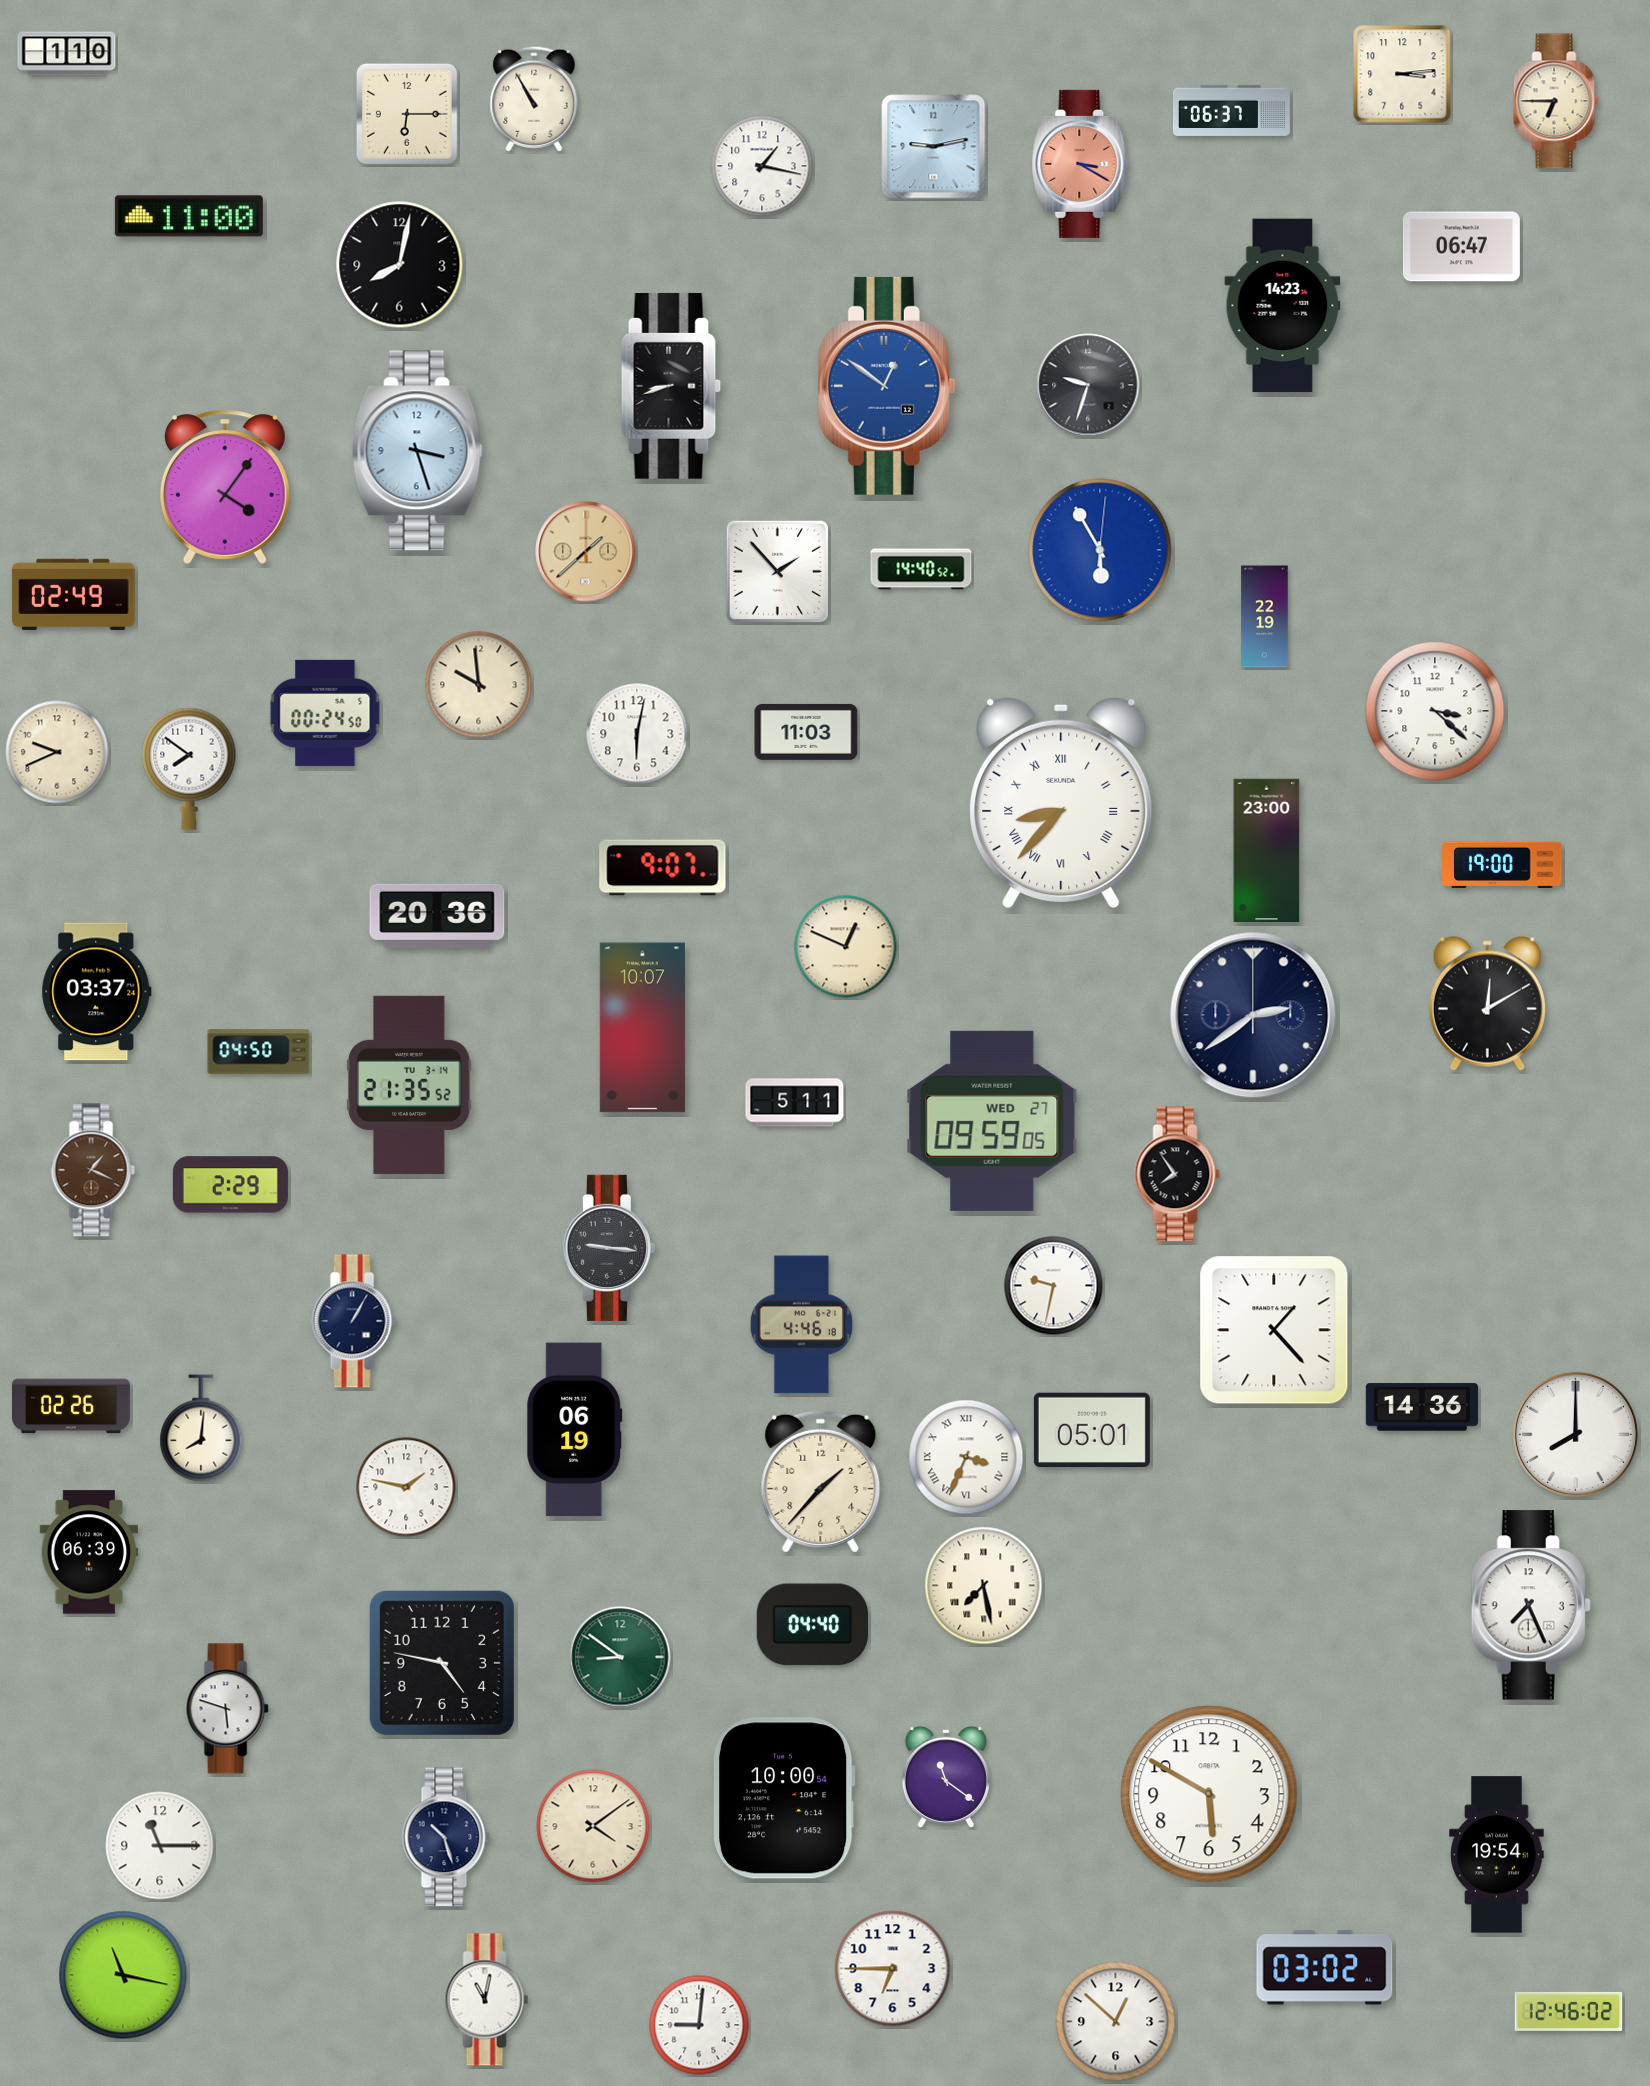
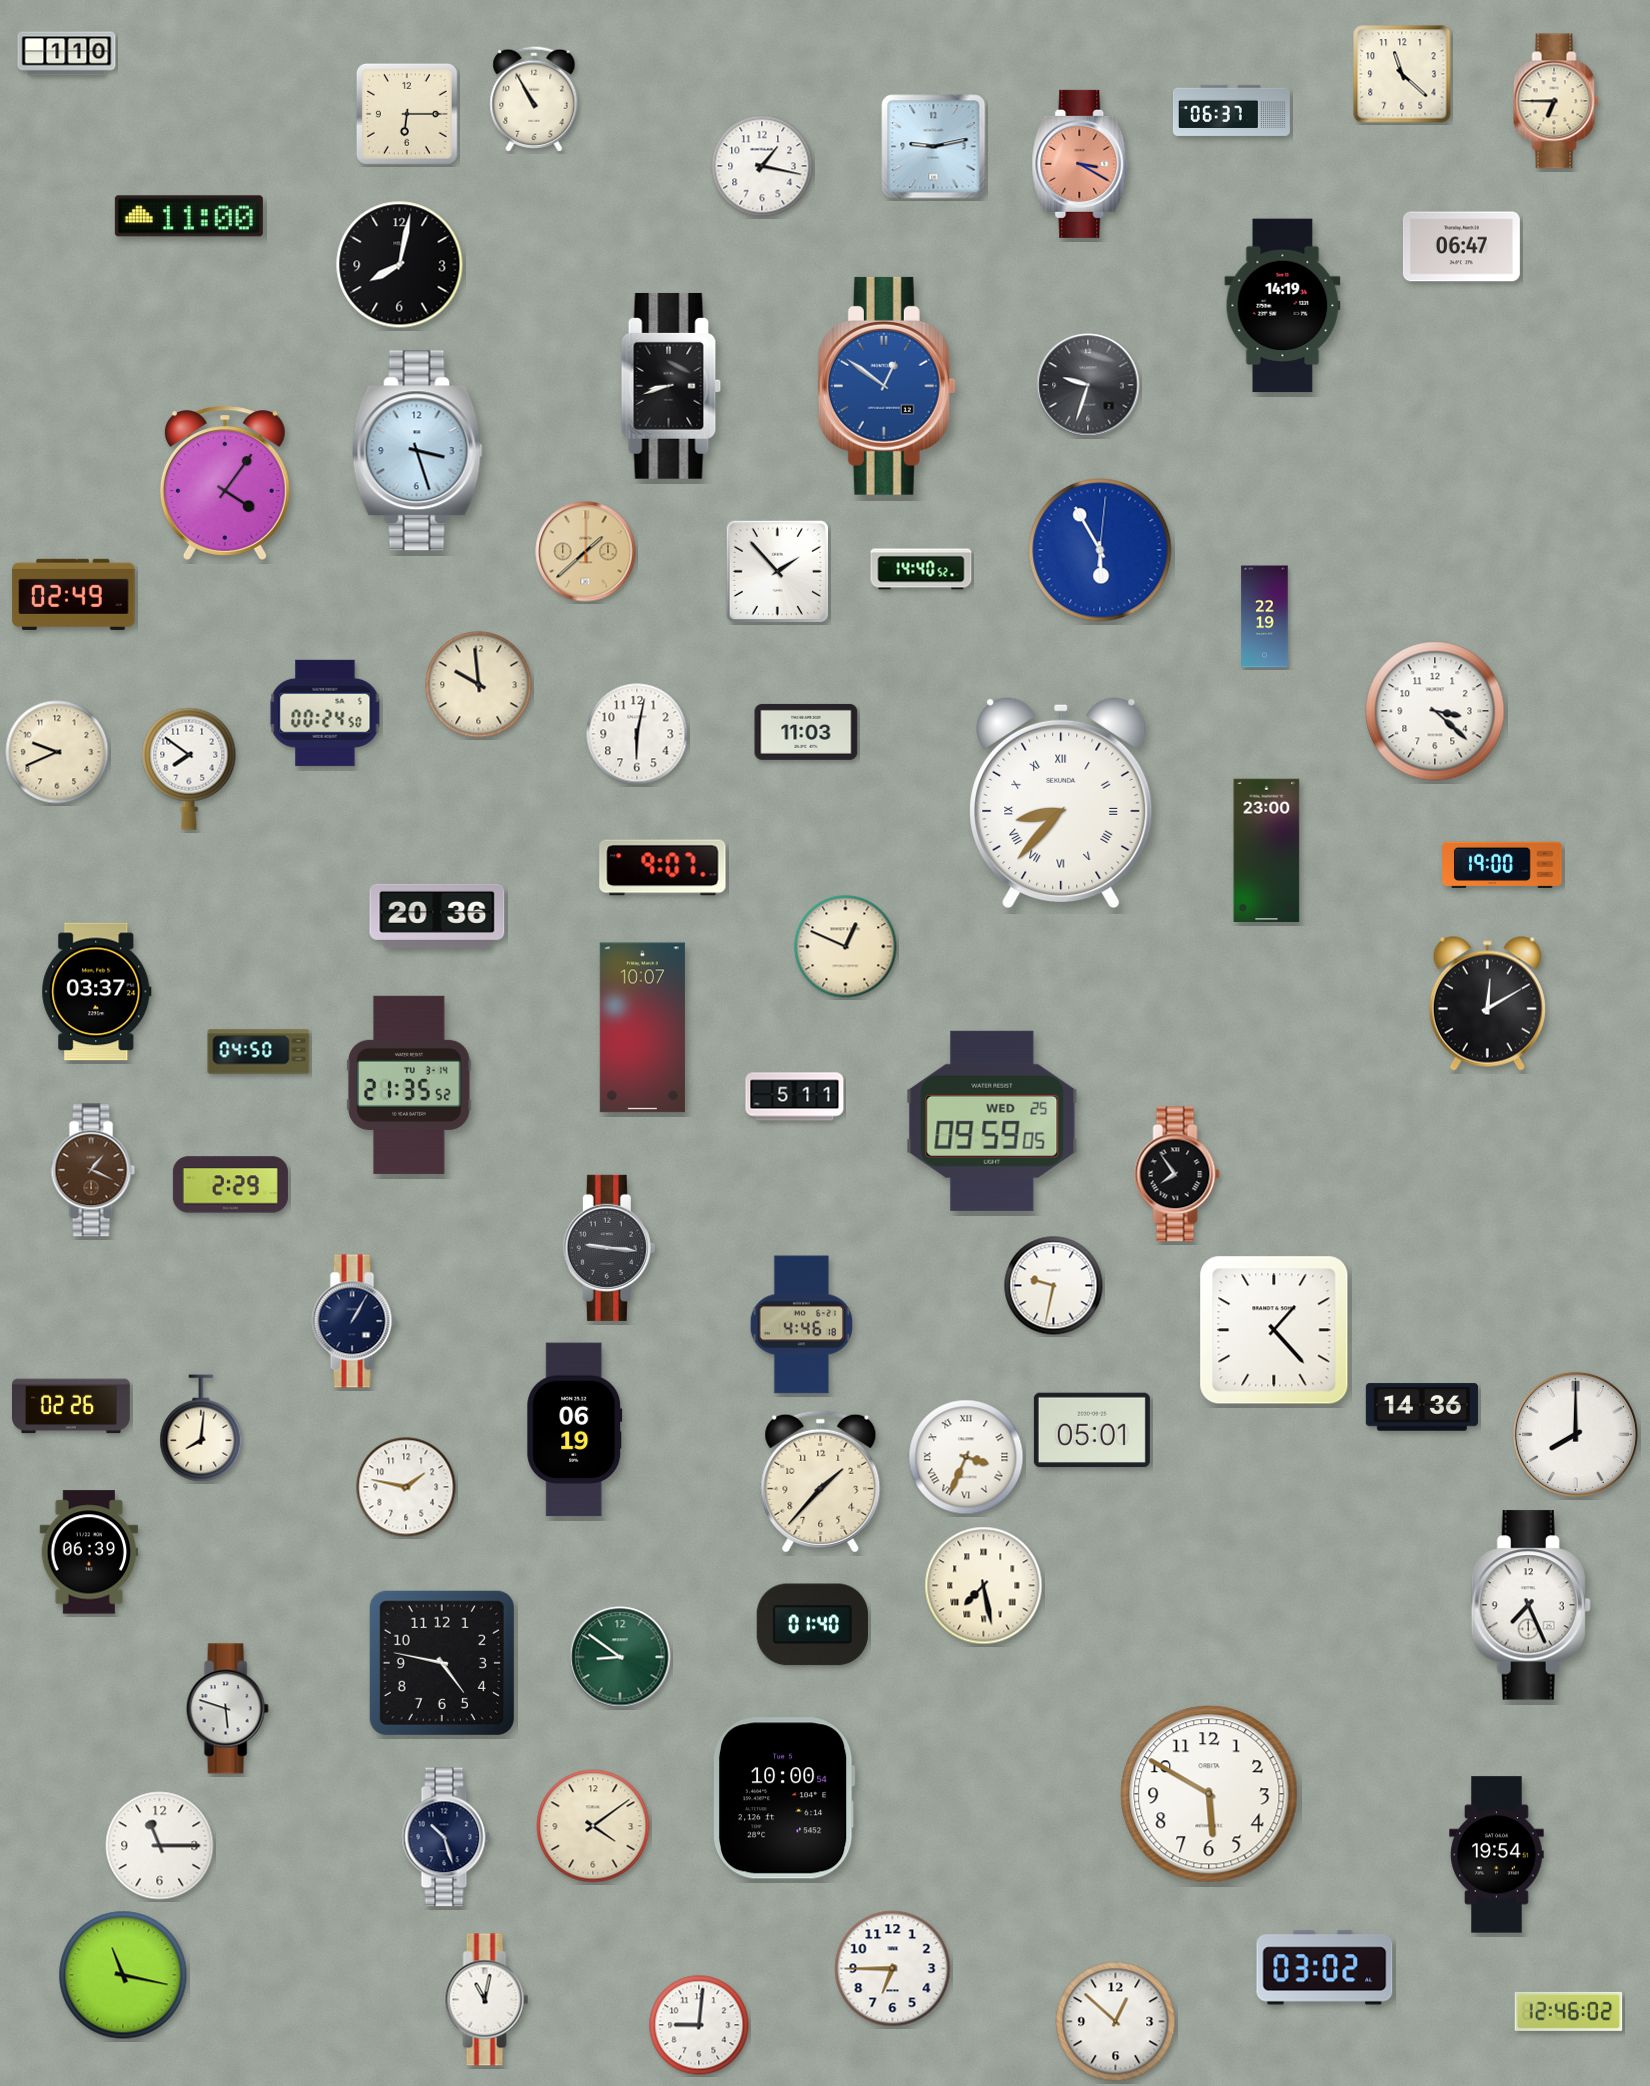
clock at (1402, 74): 3:14 -> 11:22
clock at (1283, 306): 14:23 -> 14:19
clock at (225, 487) position: (225, 487) -> (225, 483)
clock at (1253, 1015): 2:39 -> none
clock at (795, 1103) position: (795, 1103) -> (795, 1097)
clock at (992, 1121) date: WED 27 -> WED 25
clock at (812, 1625): 04:40 -> 01:40
clock at (946, 1777): 11:21 -> none
